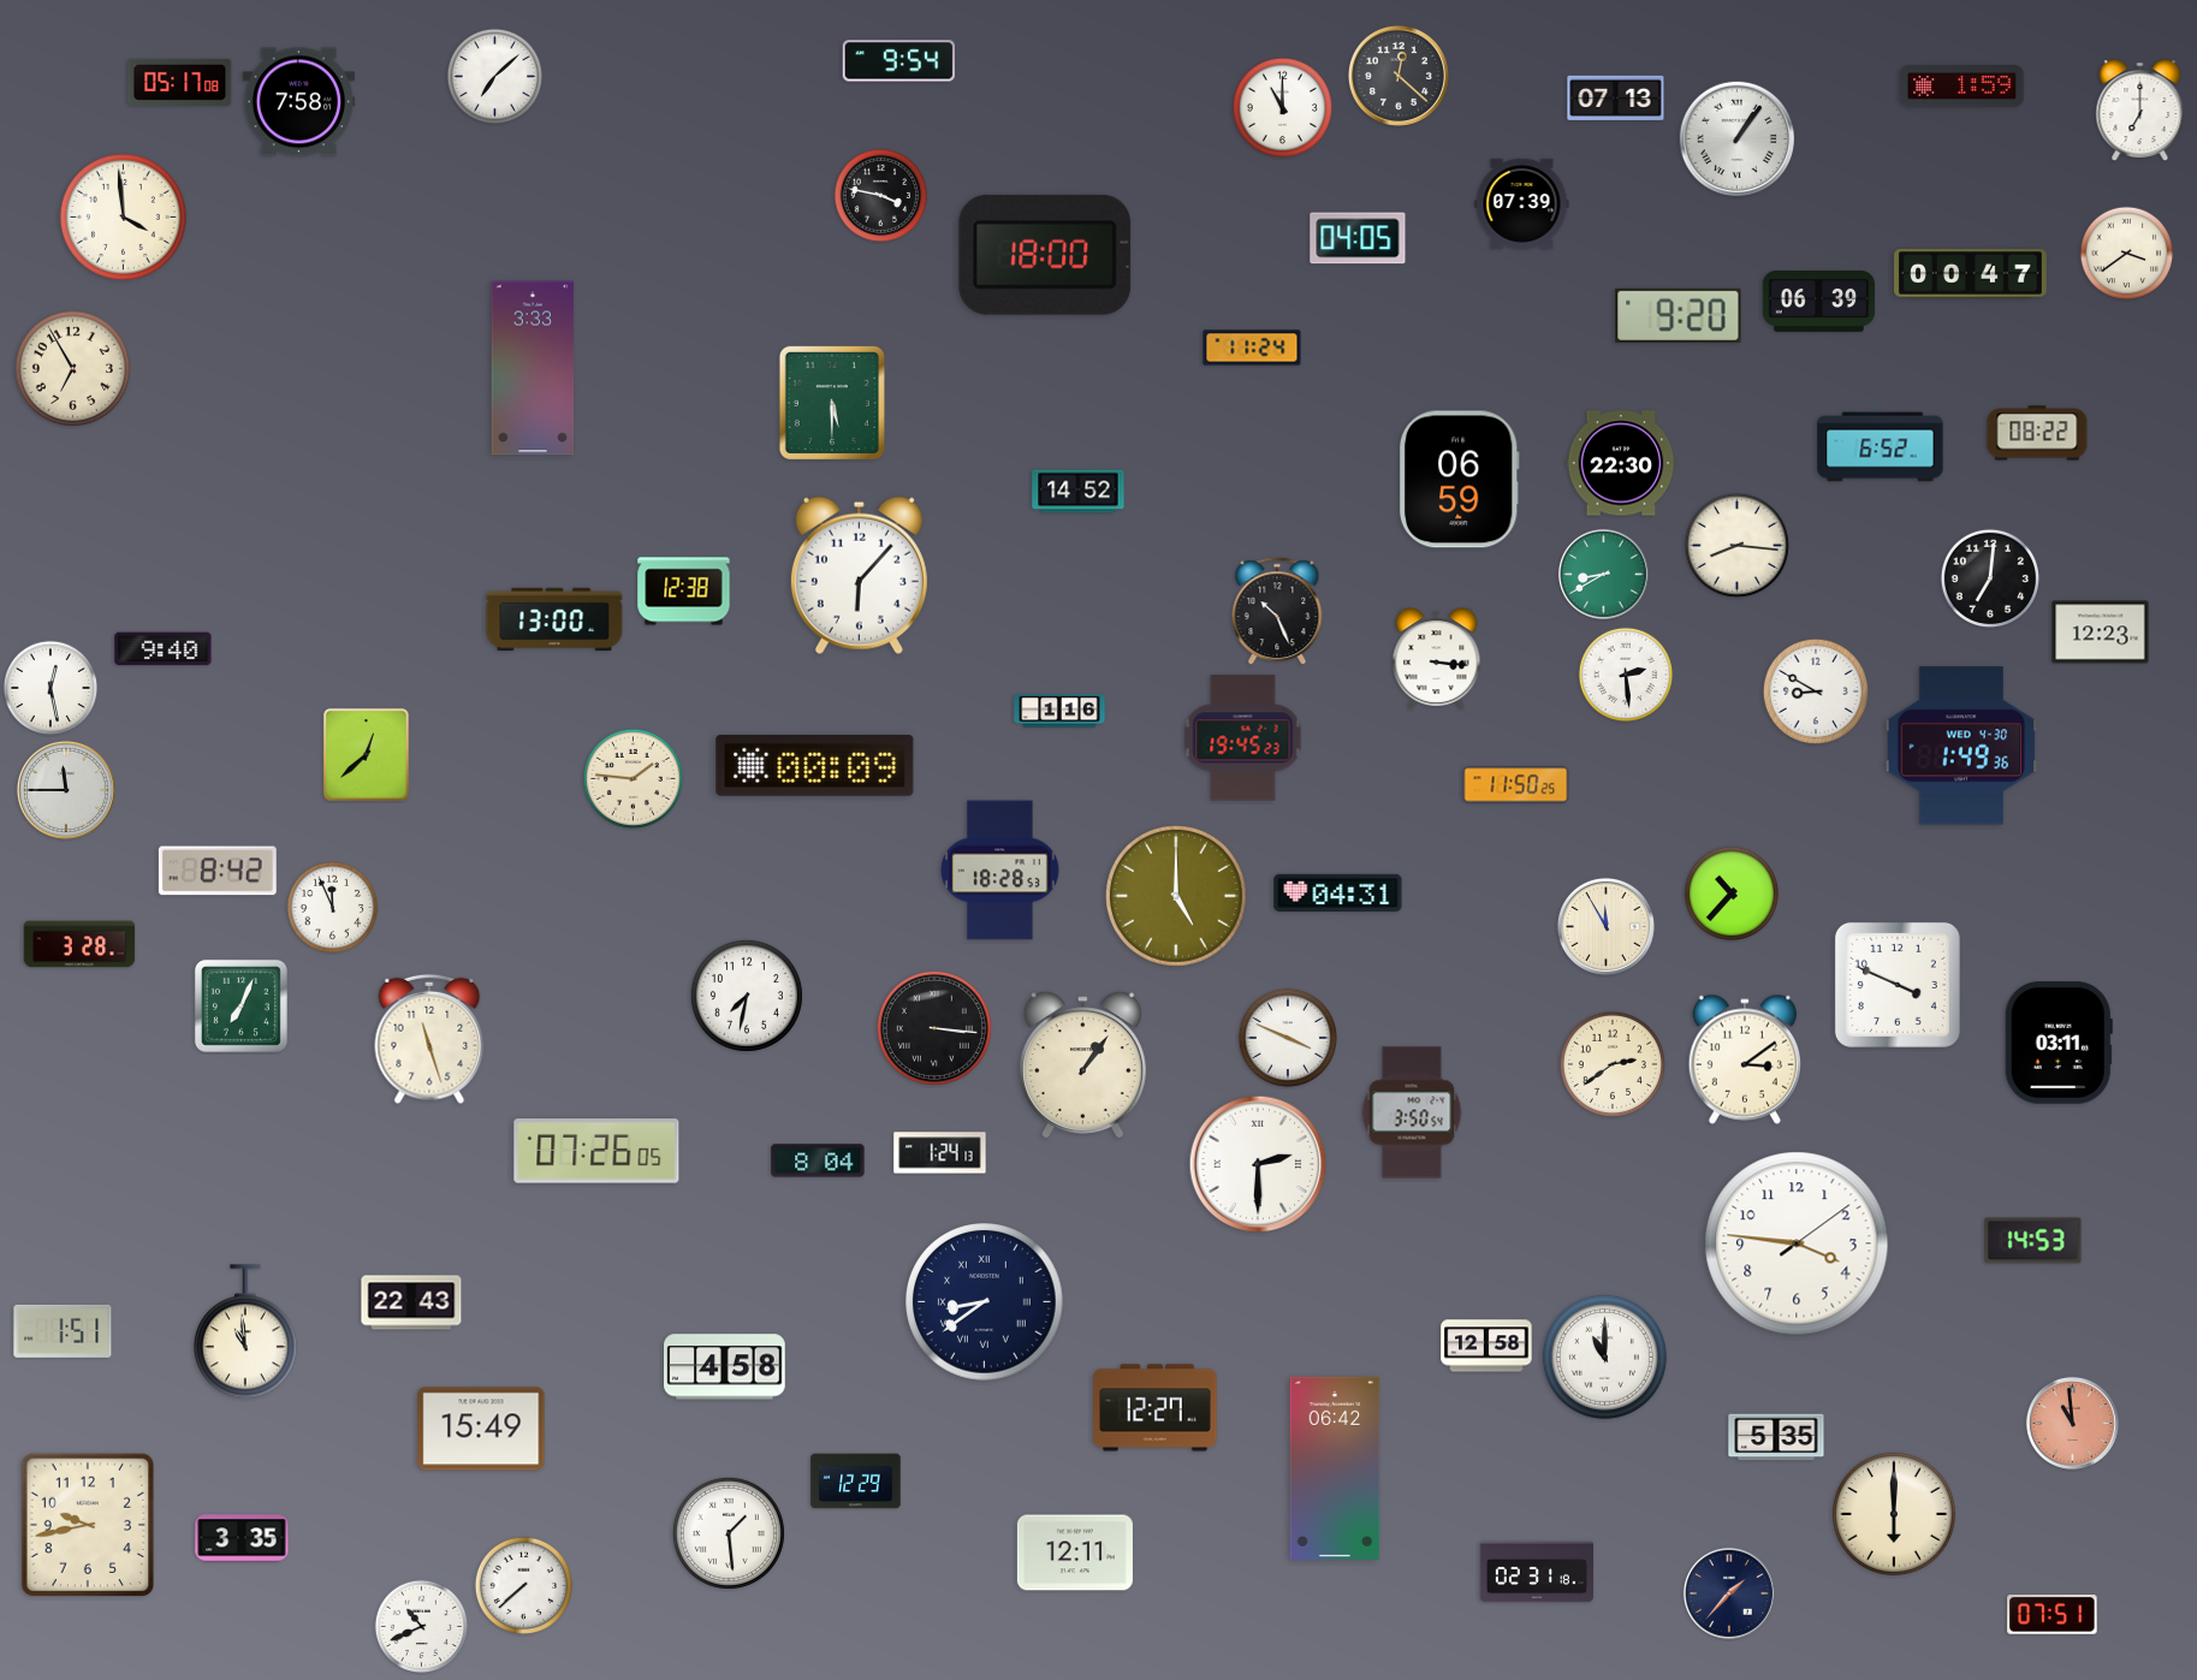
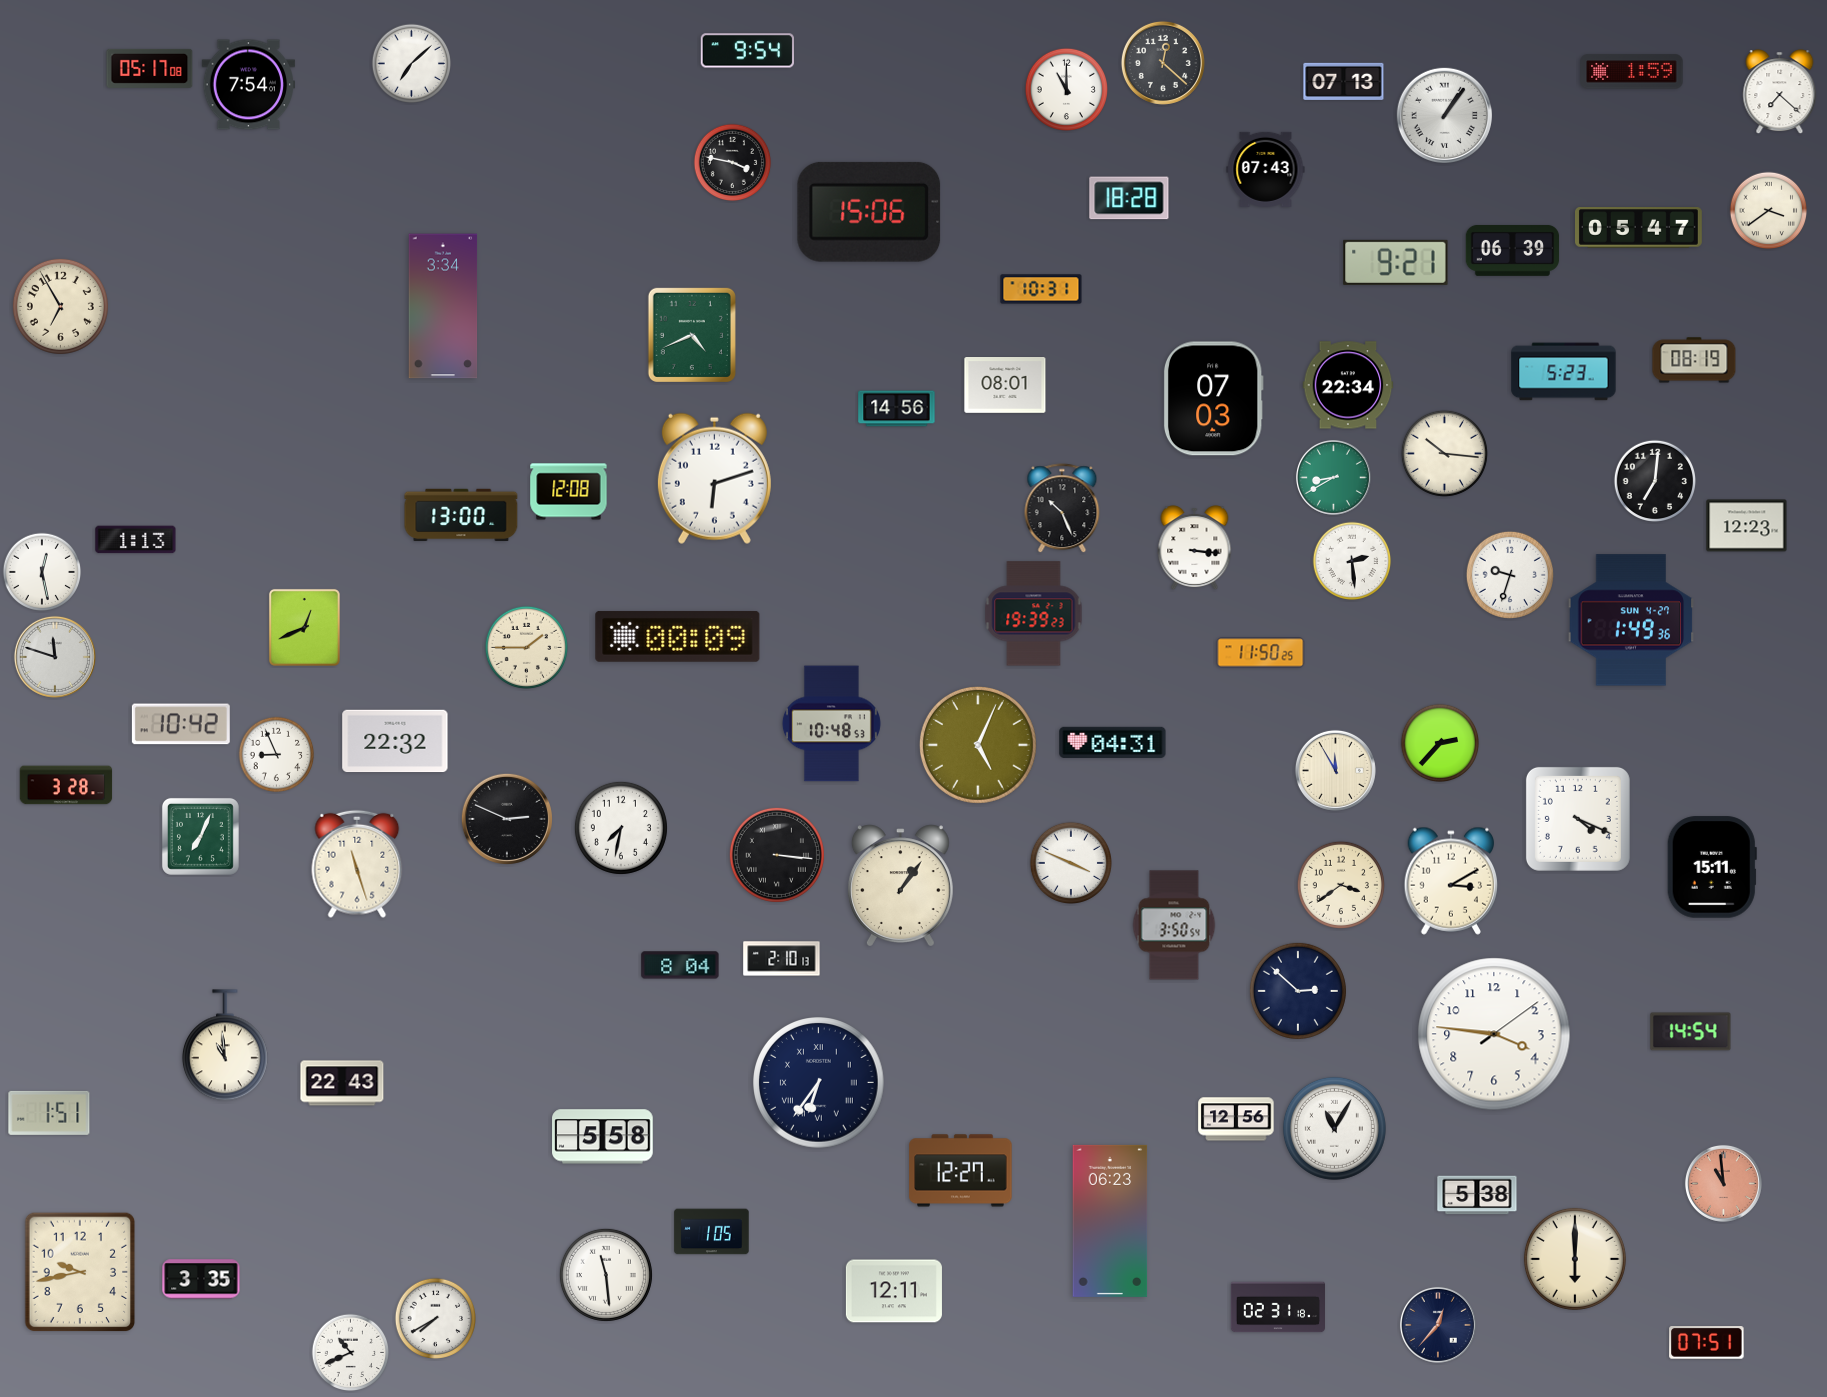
clock at (299, 102): 7:58 -> 7:54
clock at (2140, 111): 7:00 -> 7:22
clock at (1522, 203): 07:39 -> 07:43
clock at (123, 216): 3:59 -> none
clock at (1358, 238): 04:05 -> 18:28
clock at (1045, 255): 18:00 -> 15:06
clock at (1971, 274): 00:47 -> 05:47
clock at (1679, 315): 9:20 -> 9:21
clock at (1252, 348): 11:24 -> 10:31
clock at (533, 368): 3:33 -> 3:34
clock at (832, 403): 5:30 -> 4:41
clock at (2037, 433): 08:22 -> 08:19
clock at (1881, 447): 6:52 -> 5:23
clock at (1621, 463): 22:30 -> 22:34
clock at (1005, 386): none -> 08:01
clock at (1459, 480): 06:59 -> 07:03
clock at (1079, 492): 14:52 -> 14:56
clock at (1736, 545): 8:16 -> 10:16
clock at (859, 575): 6:07 -> 6:12
clock at (684, 592): 12:38 -> 12:08
clock at (164, 649): 9:40 -> 1:13
clock at (1816, 691): 8:50 -> 9:33
clock at (1059, 711): 1:16 -> none
clock at (1243, 738): 19:45 -> 19:39
clock at (1961, 746) date: WED 4-30 -> SUN 4-27
clock at (366, 754): 12:38 -> 12:41
clock at (633, 778): 1:46 -> 1:45
clock at (66, 790): 11:45 -> 11:48
clock at (218, 871): 8:42 -> 10:42
clock at (999, 871): 18:28 -> 10:48
clock at (395, 741): none -> 22:32
clock at (1732, 894): 10:37 -> 2:37
clock at (1176, 896): 5:00 -> 5:04
clock at (333, 908): 11:56 -> 8:56
clock at (507, 819): none -> 2:49
clock at (1898, 985): 3:49 -> 4:19
clock at (2059, 1043): 03:11 -> 15:11
clock at (1744, 1059): 3:09 -> 3:10
clock at (1613, 1064): 2:39 -> 3:39
clock at (596, 1151): 07:26 -> none
clock at (940, 1153): 1:24 -> 2:10
clock at (1258, 1164): 2:30 -> none
clock at (1298, 991): none -> 2:52
clock at (2033, 1241): 14:53 -> 14:54
clock at (985, 1302): 8:39 -> 6:36
clock at (63, 1331) position: (63, 1331) -> (49, 1113)
clock at (245, 1332) position: (245, 1332) -> (225, 1046)
clock at (1486, 1346): 12:58 -> 12:56
clock at (1604, 1357): 11:00 -> 11:05
clock at (725, 1367): 4:58 -> 5:58
clock at (481, 1429): 15:49 -> none
clock at (1776, 1437): 5:35 -> 5:38
clock at (1335, 1468): 06:42 -> 06:23
clock at (856, 1482): 12:29 -> 1:05
clock at (88, 1525) position: (88, 1525) -> (80, 1272)
clock at (729, 1533): 1:29 -> 11:29
clock at (523, 1585): 7:38 -> 7:40
clock at (1729, 1593): 1:37 -> 12:37
